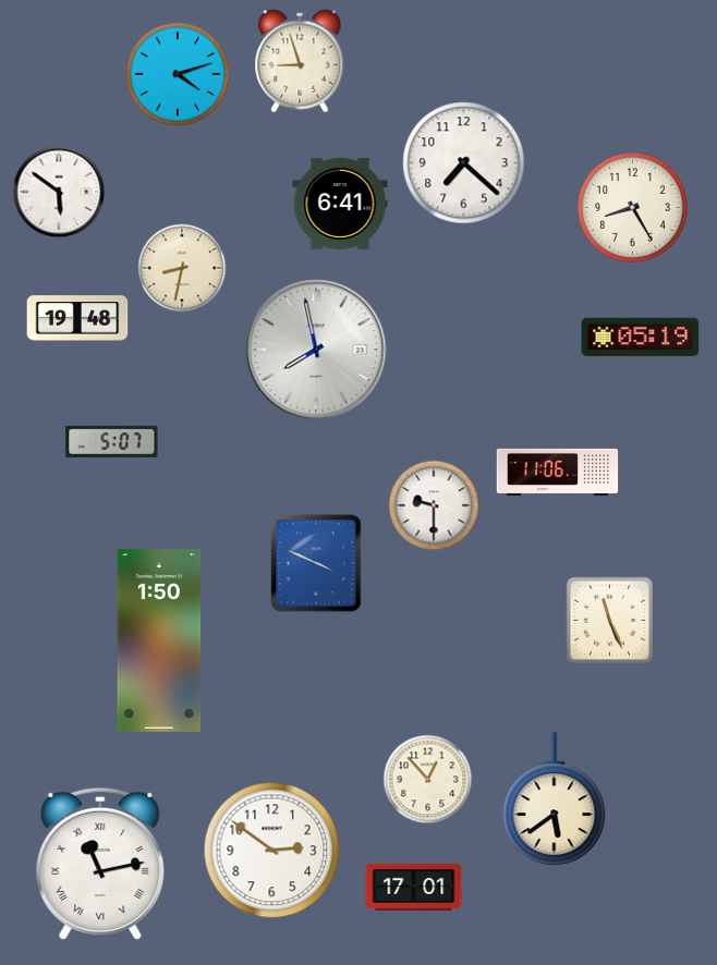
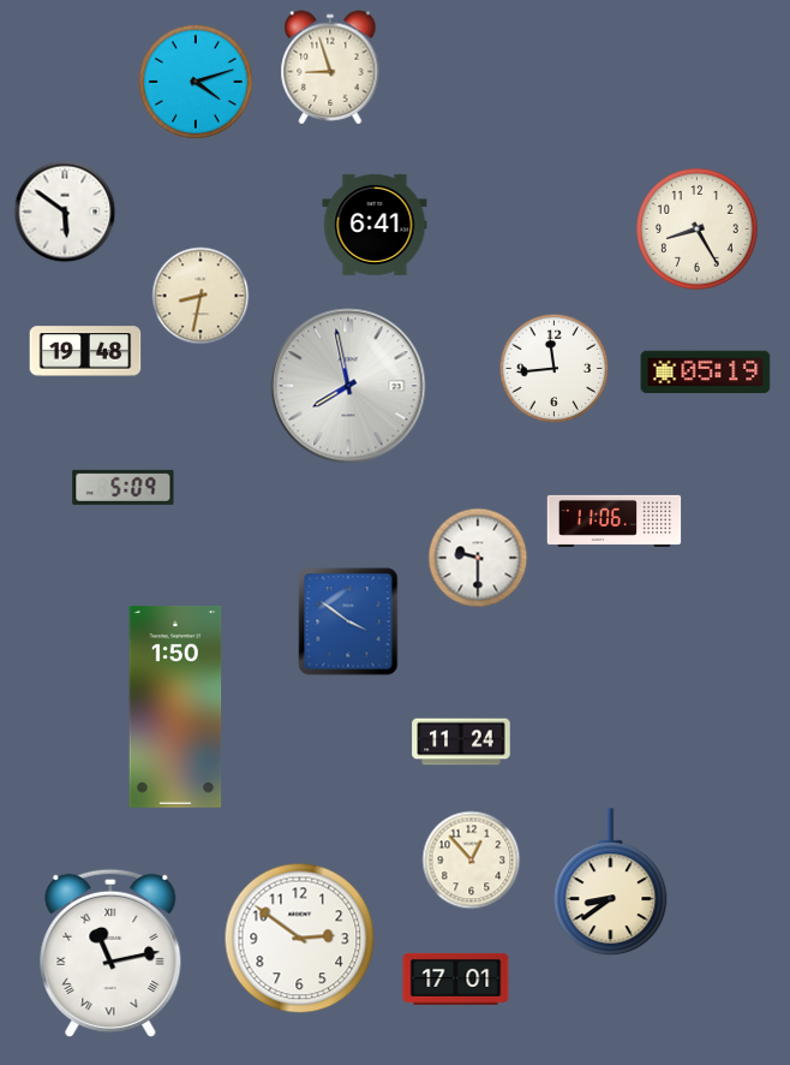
clock at (464, 163): 7:22 -> none
clock at (555, 369): none -> 11:44
clock at (112, 441): 5:07 -> 5:09
clock at (316, 563): 3:49 -> 3:51
clock at (609, 620): 11:26 -> none
clock at (461, 742): none -> 11:24
clock at (555, 798): 5:39 -> 8:39
